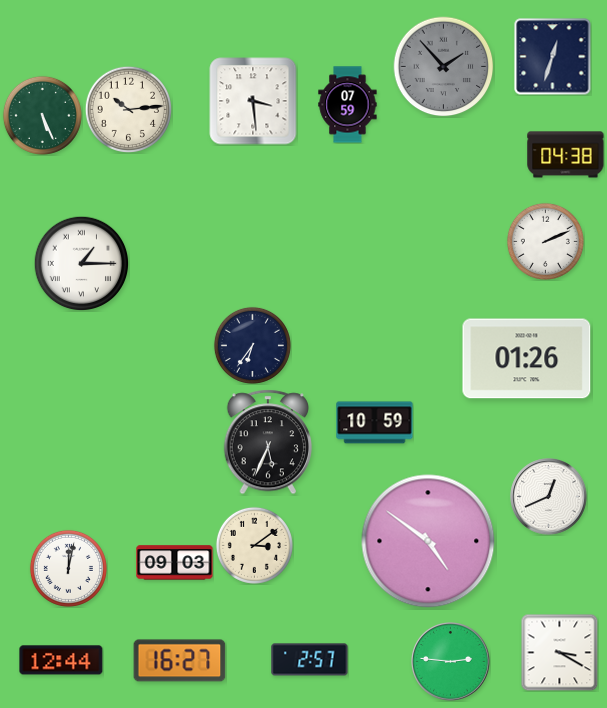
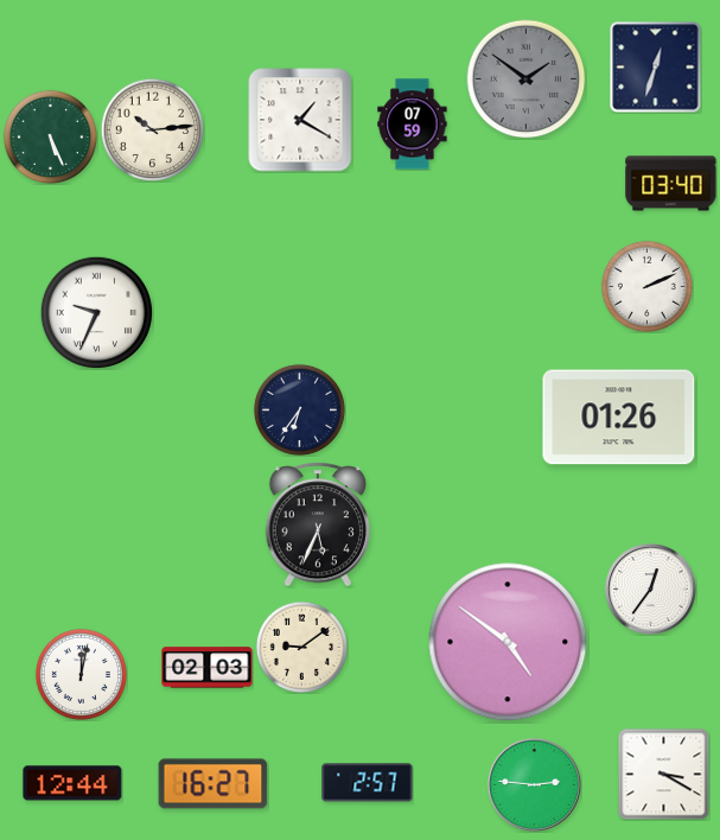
clock at (444, 67): 1:53 -> 1:51
clock at (253, 101): 3:29 -> 1:20
clock at (566, 155): 04:38 -> 03:40
clock at (81, 263): 1:15 -> 9:34
clock at (527, 359) position: (527, 359) -> (619, 418)
clock at (375, 423): 10:59 -> none
clock at (549, 497): 12:41 -> 12:36
clock at (254, 545): 3:09 -> 9:09
clock at (175, 563): 09:03 -> 02:03
